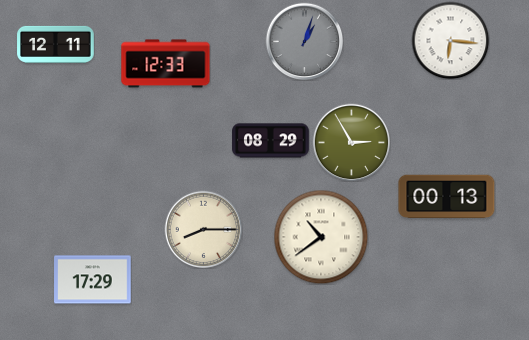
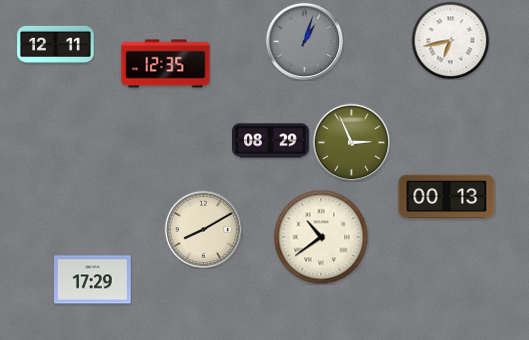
clock at (450, 40): 6:16 -> 6:43
clock at (166, 64): 12:33 -> 12:35
clock at (351, 142): 2:55 -> 2:56
clock at (203, 229): 8:15 -> 8:10
